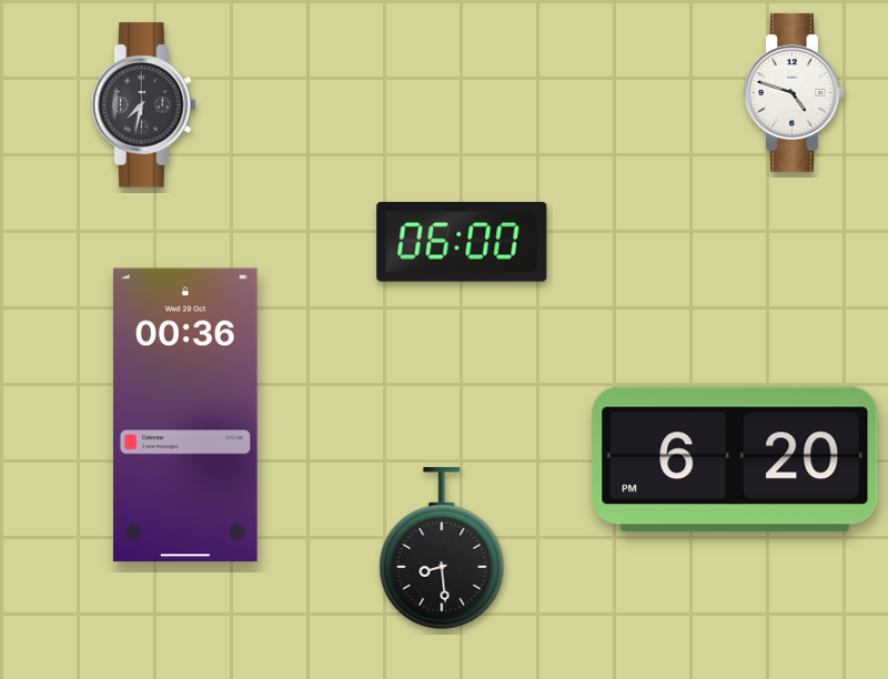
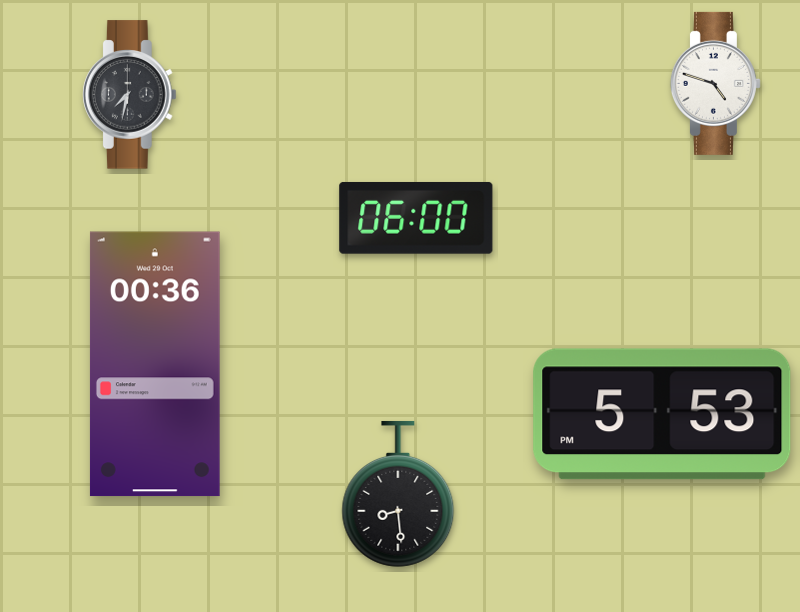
clock at (185, 415) position: (185, 415) -> (155, 364)
clock at (735, 459): 6:20 -> 5:53
